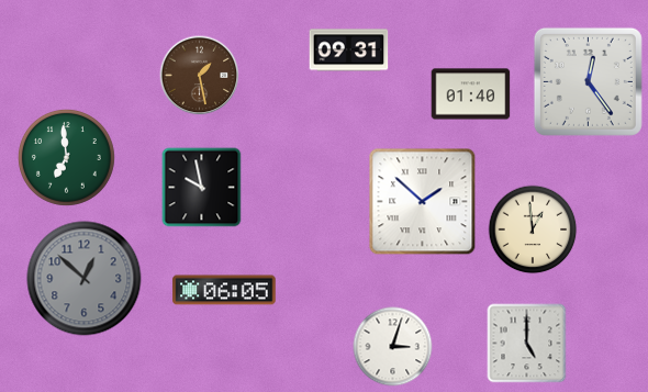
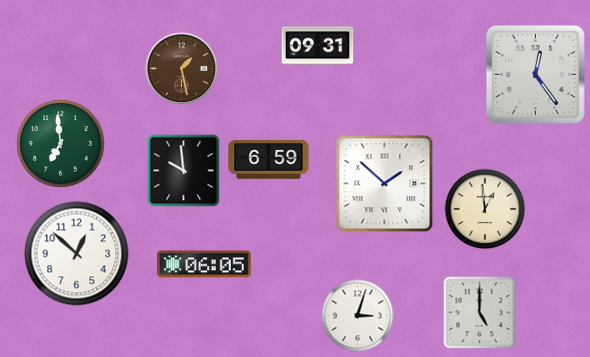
clock at (471, 94): 01:40 -> none
clock at (269, 160): none -> 6:59
clock at (202, 188): 9:58 -> 9:59
clock at (85, 279) dial: grey -> white
